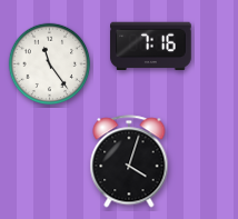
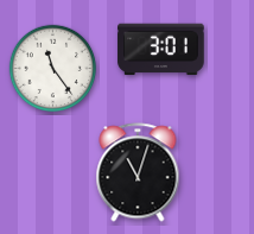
clock at (151, 47): 7:16 -> 3:01
clock at (129, 161): 4:03 -> 11:03
